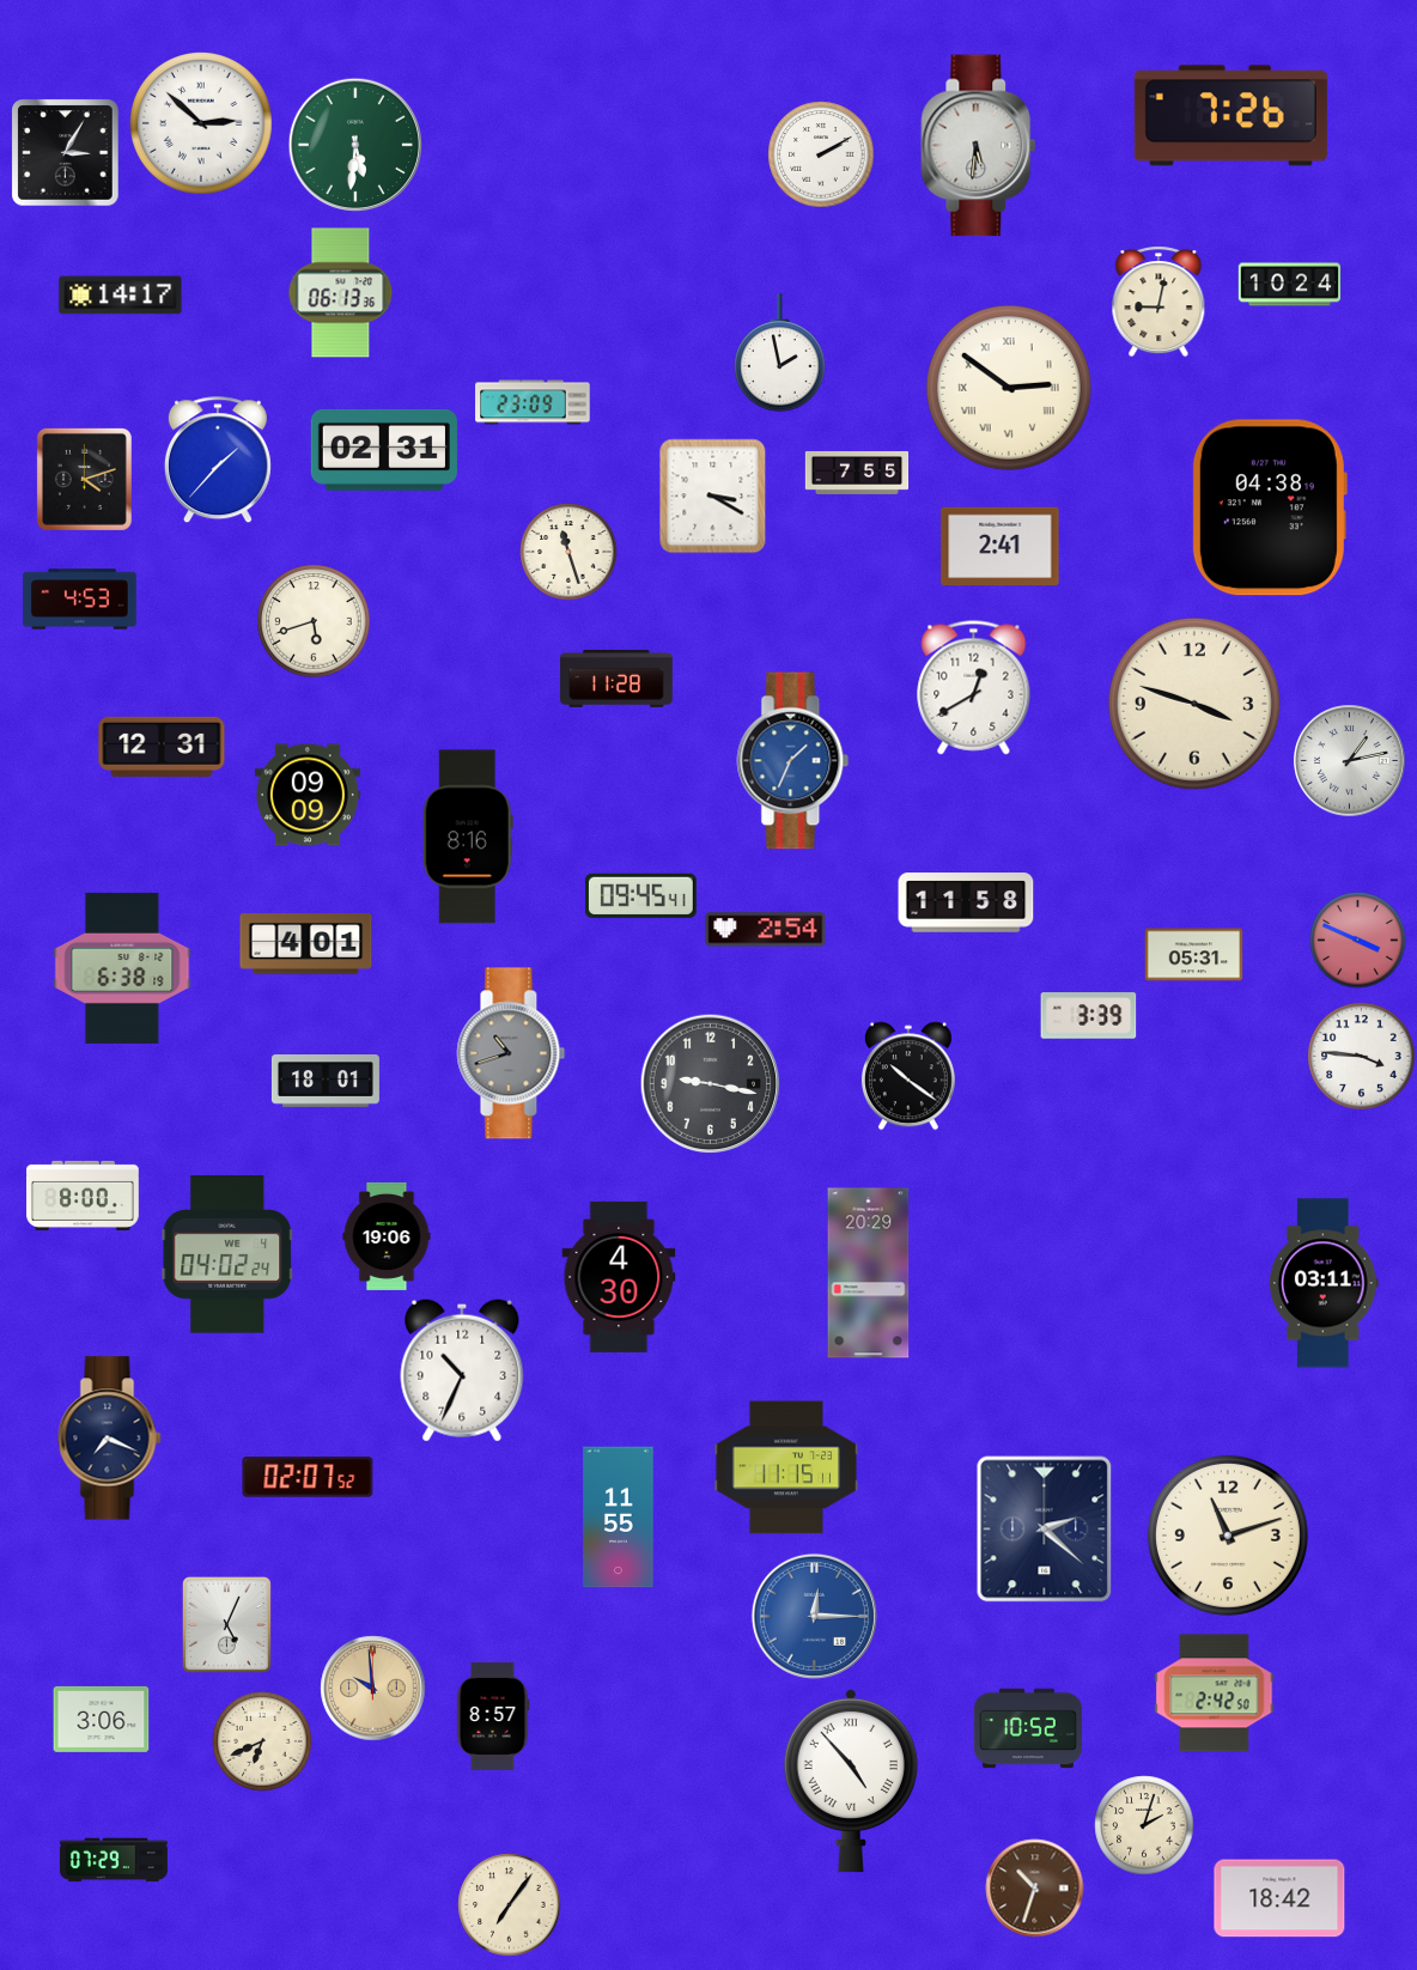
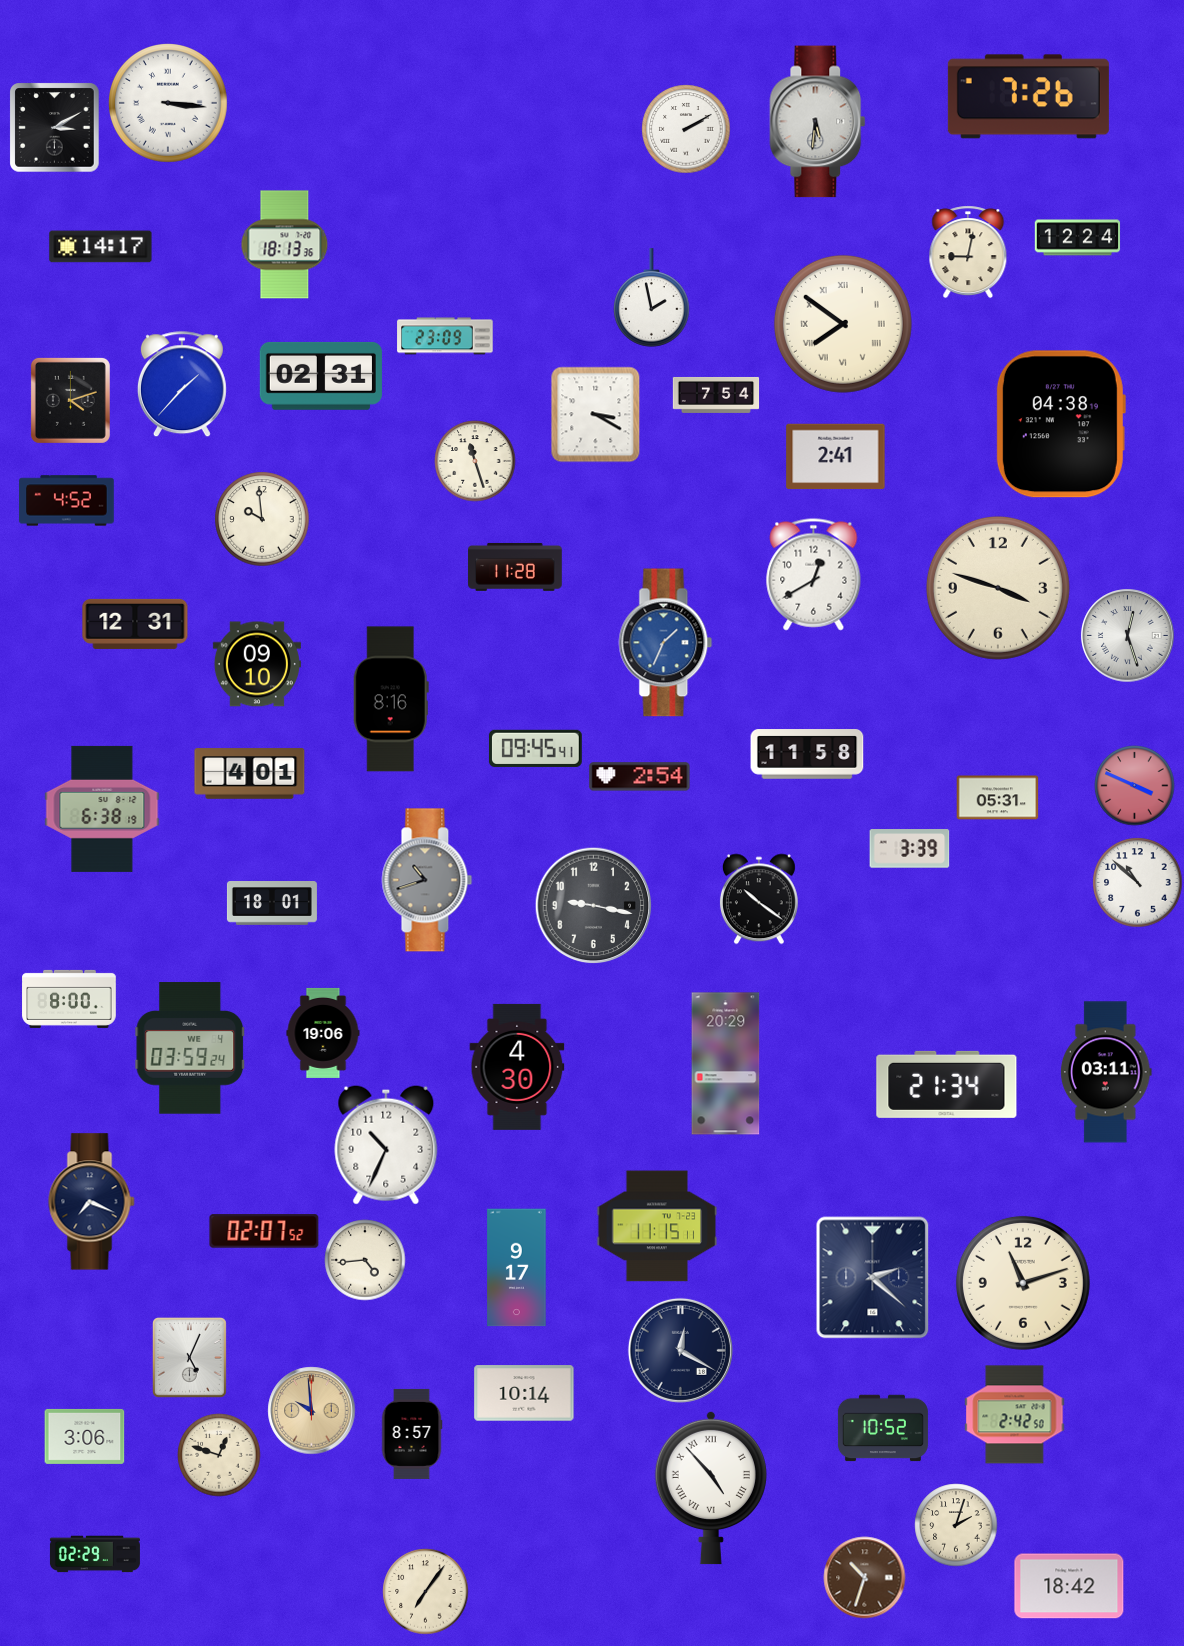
clock at (202, 124): 2:52 -> 3:16
clock at (355, 145): 5:31 -> none
clock at (66, 153): 3:05 -> 3:10
clock at (1290, 285): 10:24 -> 12:24
clock at (341, 293): 06:13 -> 18:13
clock at (780, 353) position: (780, 353) -> (652, 298)
clock at (1009, 388): 2:51 -> 7:51
clock at (857, 473): 7:55 -> 7:54
clock at (80, 600): 4:53 -> 4:52
clock at (314, 621): 5:42 -> 9:59
clock at (793, 761) position: (793, 761) -> (666, 643)
clock at (1350, 761): 1:13 -> 12:27
clock at (308, 795): 09:09 -> 09:10
clock at (306, 944) position: (306, 944) -> (250, 774)
clock at (1362, 1057): 3:46 -> 10:52
clock at (227, 1254): 04:02 -> 03:59
clock at (947, 1084): none -> 21:34
clock at (308, 1477) position: (308, 1477) -> (264, 1231)
clock at (365, 1260): none -> 4:44
clock at (619, 1518): 11:55 -> 9:17
clock at (1228, 1536) position: (1228, 1536) -> (1023, 1283)
clock at (814, 1616): 12:15 -> 12:20
clock at (814, 1616) dial: blue -> navy
clock at (524, 1393): none -> 10:14
clock at (1028, 1728) position: (1028, 1728) -> (883, 1428)
clock at (262, 1741): 6:41 -> 12:48
clock at (114, 1860): 07:29 -> 02:29
